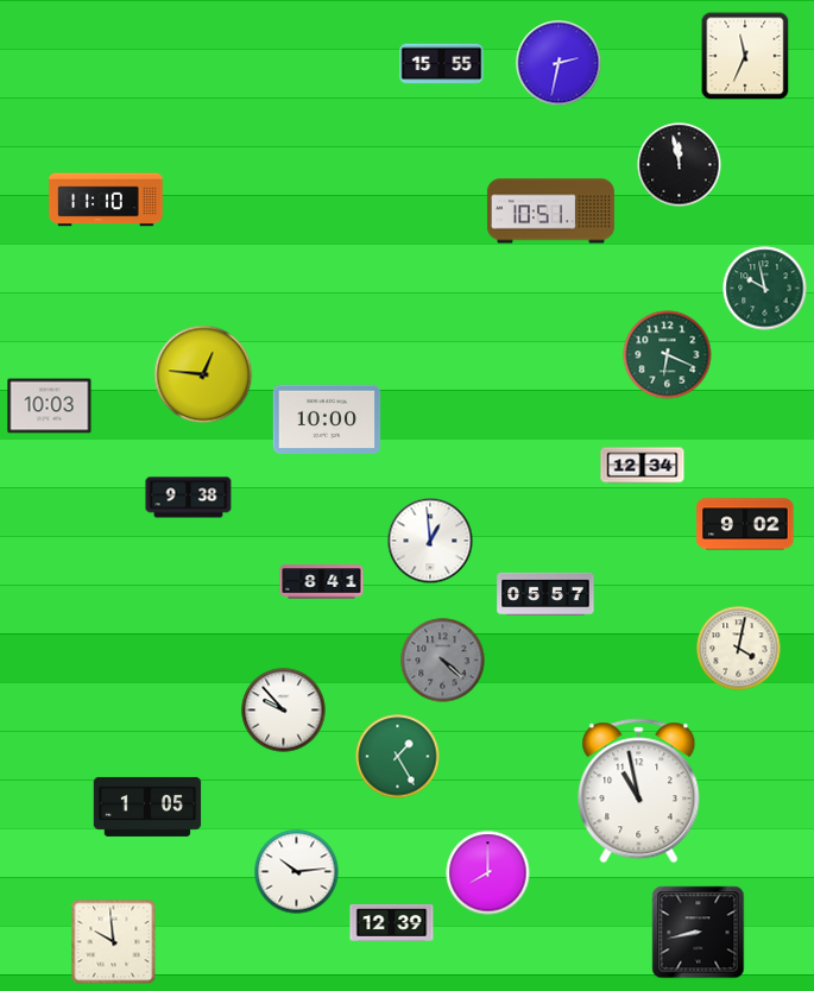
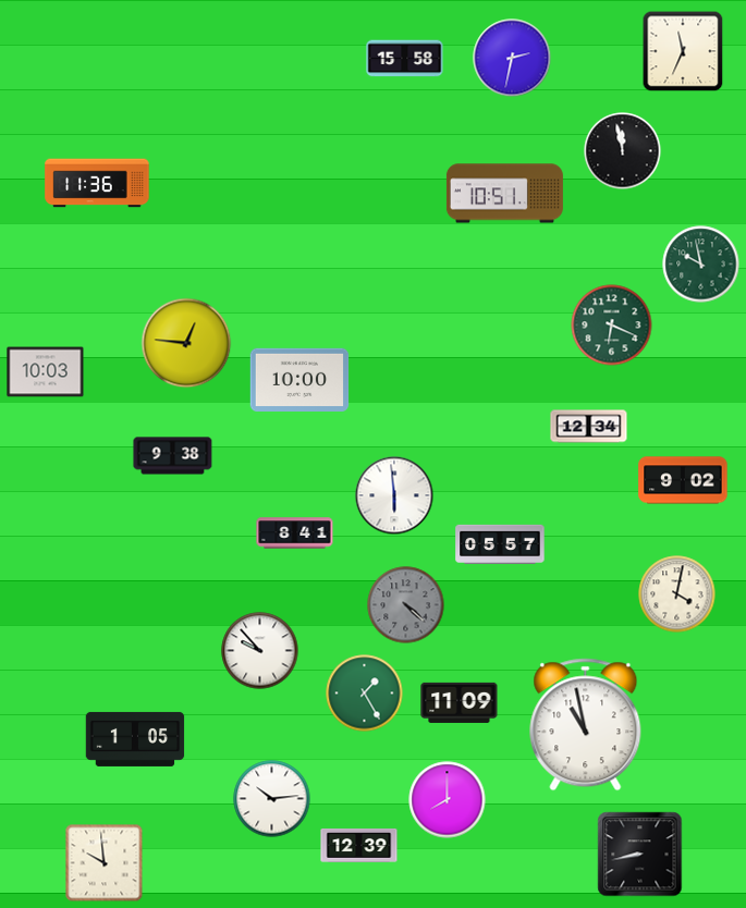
clock at (442, 64): 15:55 -> 15:58
clock at (106, 200): 11:10 -> 11:36
clock at (327, 418) position: (327, 418) -> (299, 379)
clock at (430, 541): 12:59 -> 5:59
clock at (460, 702): none -> 11:09
